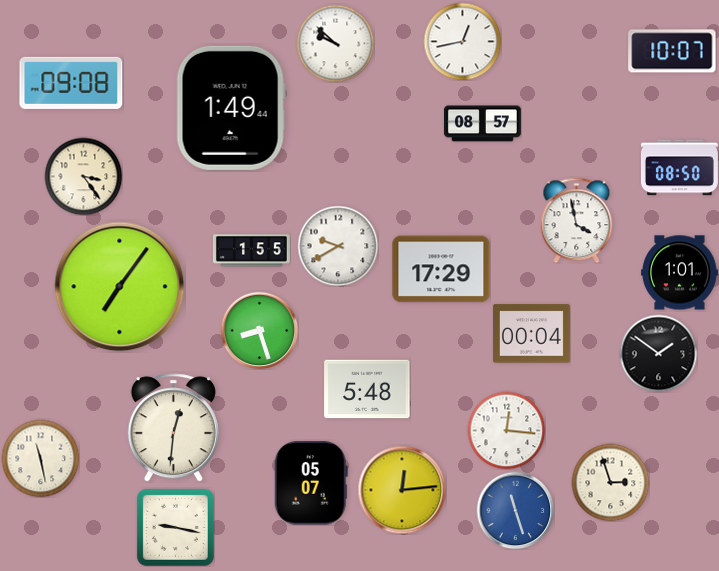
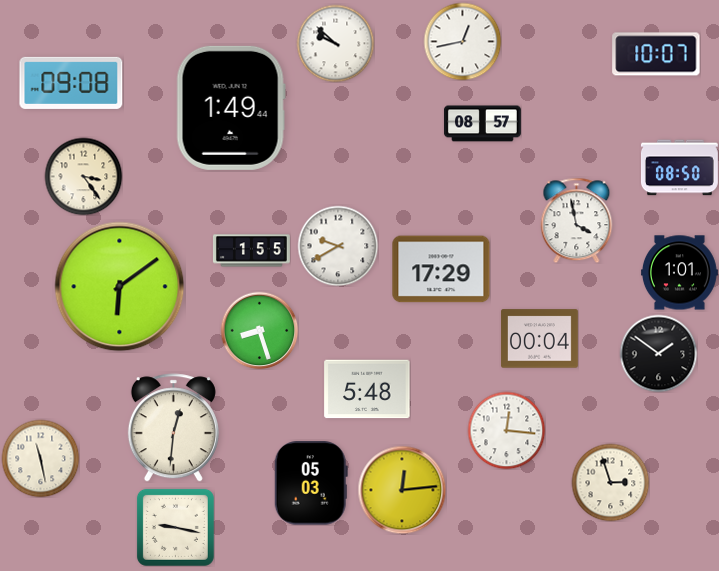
clock at (672, 51) position: (672, 51) -> (656, 54)
clock at (120, 287): 7:06 -> 6:09
clock at (531, 334) position: (531, 334) -> (539, 339)
clock at (311, 483): 05:07 -> 05:03
clock at (515, 510): 11:27 -> none
